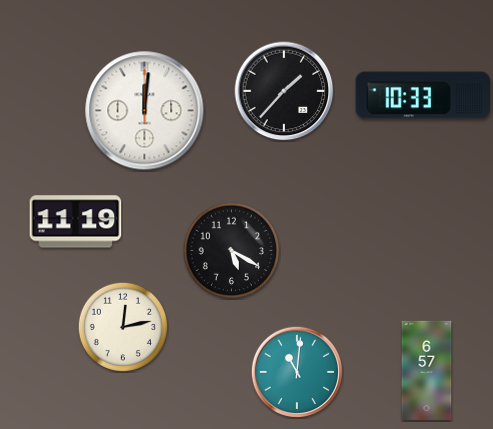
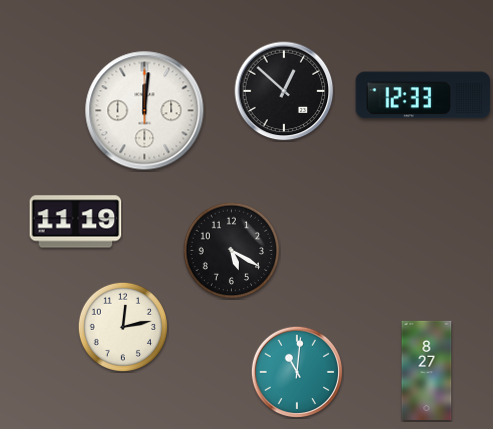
clock at (284, 91): 1:37 -> 12:52
clock at (423, 95): 10:33 -> 12:33
clock at (427, 370): 6:57 -> 8:27
